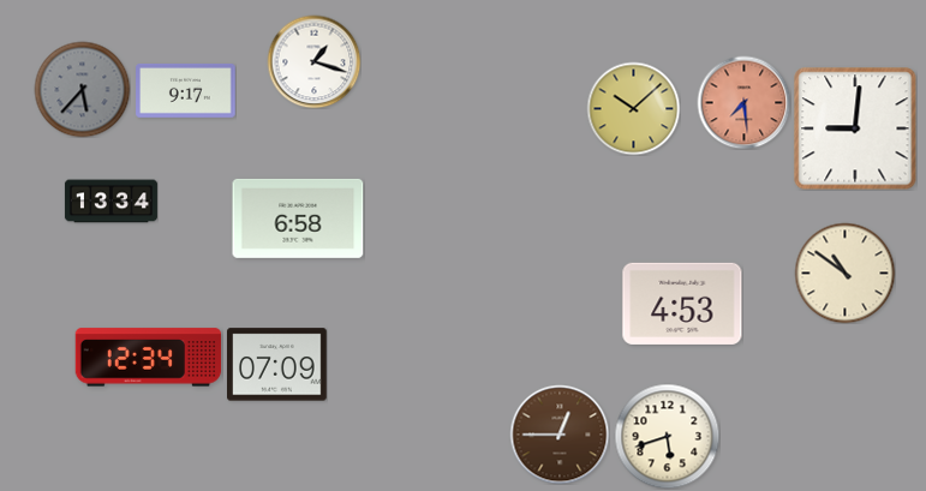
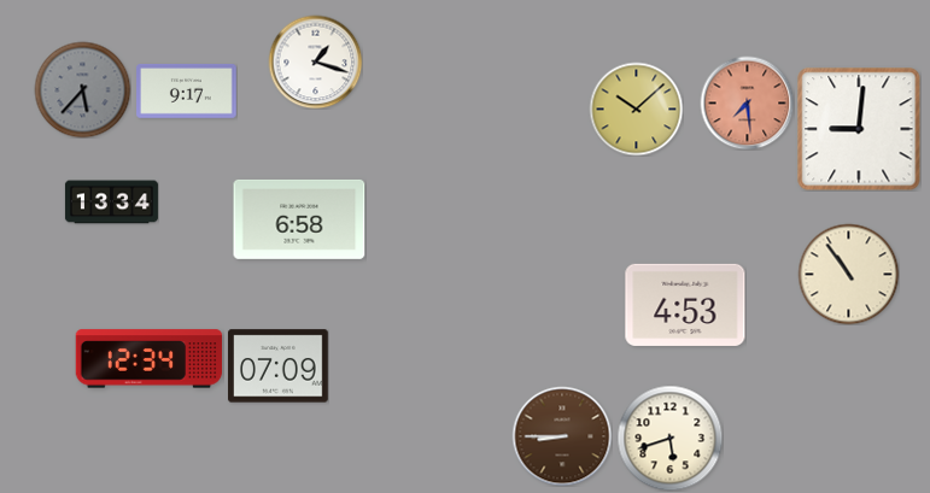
clock at (844, 273): 10:51 -> 10:54
clock at (560, 435): 12:45 -> 8:45
